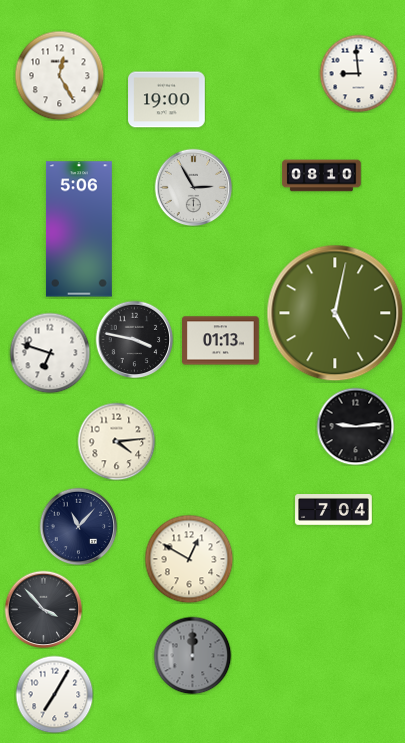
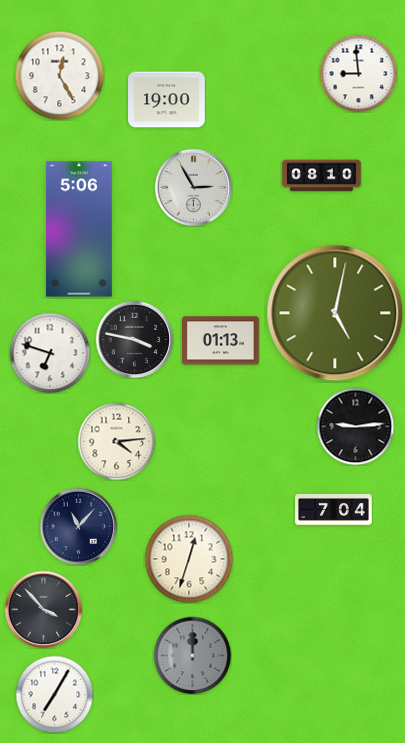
clock at (189, 559): 12:50 -> 12:33
